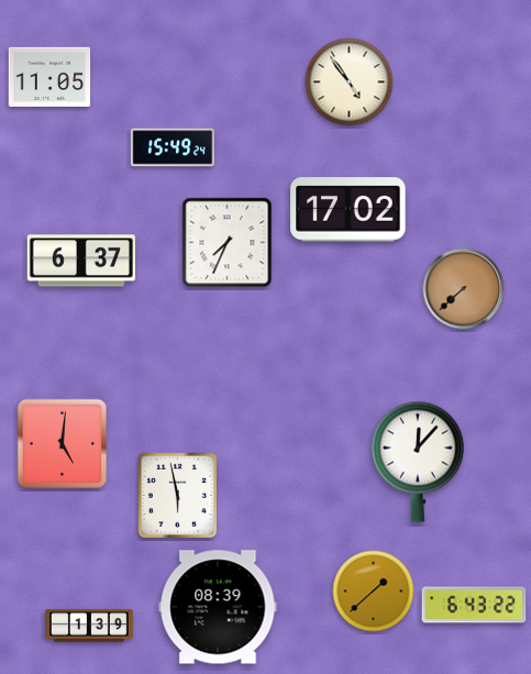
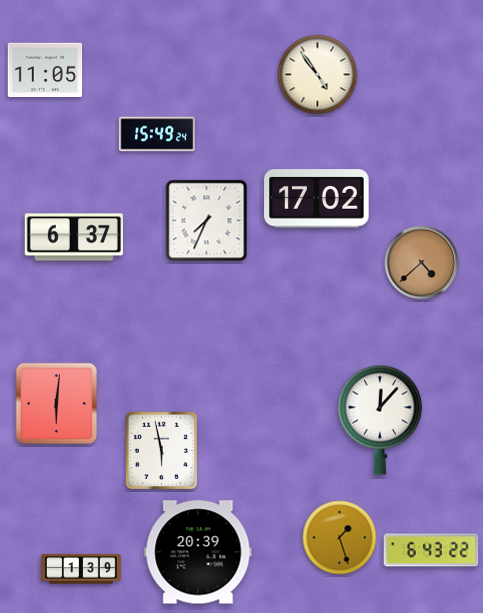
clock at (349, 210) position: (349, 210) -> (317, 199)
clock at (464, 289): 7:38 -> 4:38
clock at (63, 444): 5:01 -> 6:01
clock at (374, 592): 1:38 -> 1:27
clock at (218, 607): 08:39 -> 20:39
